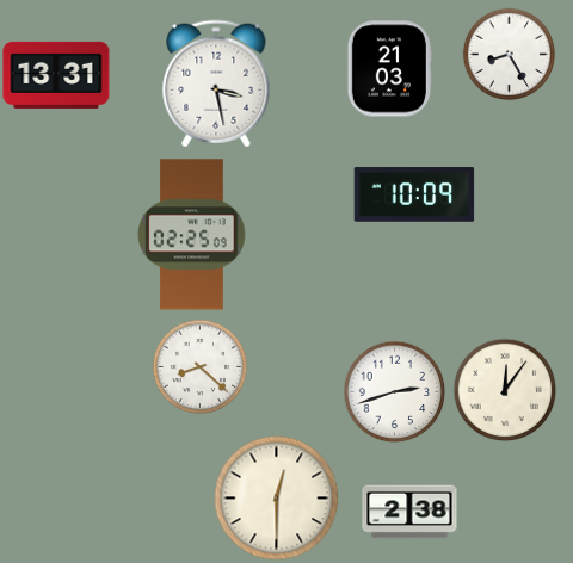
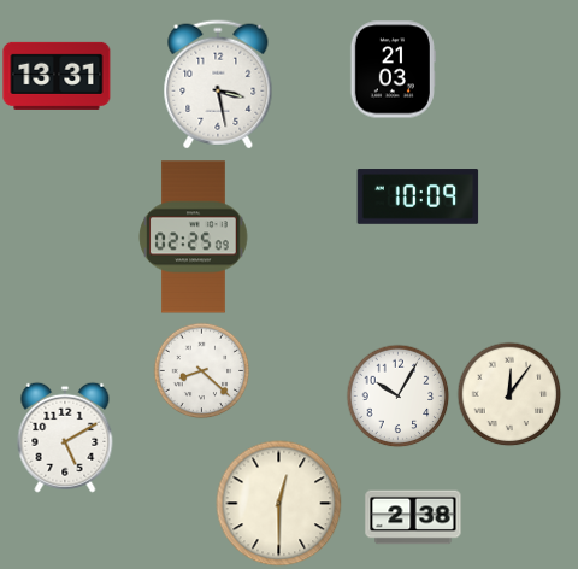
clock at (509, 54): 8:25 -> none
clock at (394, 391): 2:42 -> 10:05
clock at (65, 438): none -> 5:10
